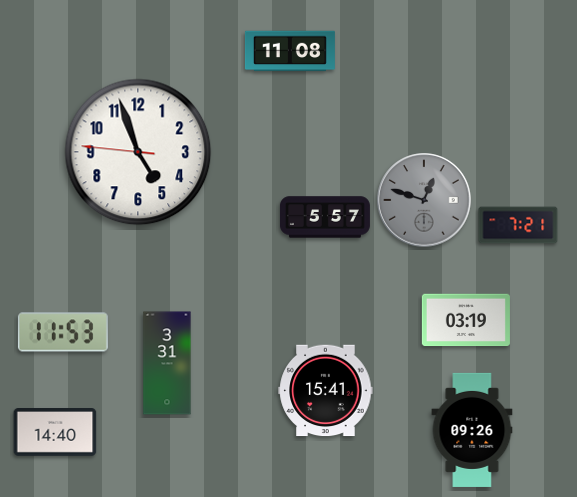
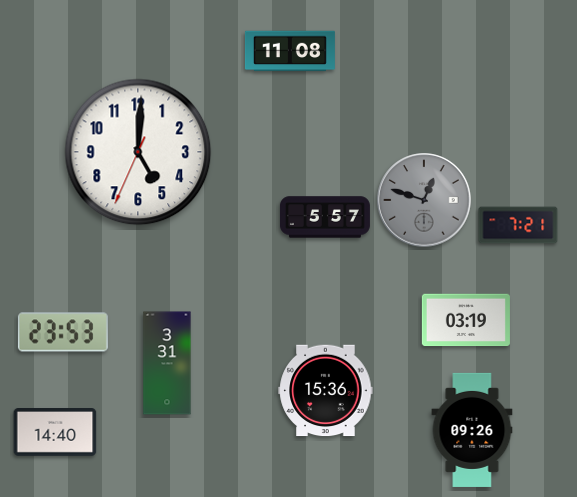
clock at (138, 152): 4:56 -> 5:00
clock at (63, 332): 11:53 -> 23:53
clock at (326, 391): 15:41 -> 15:36
